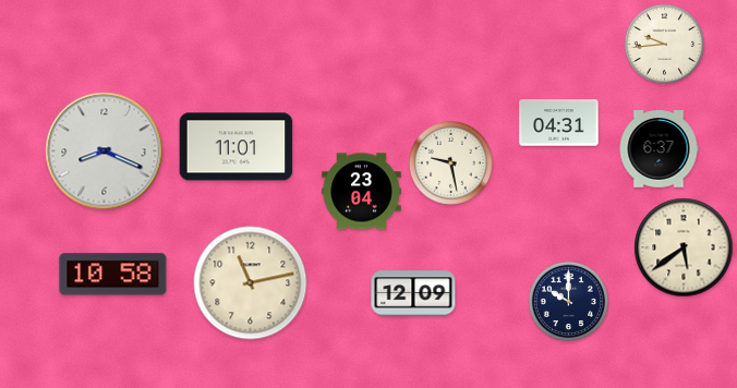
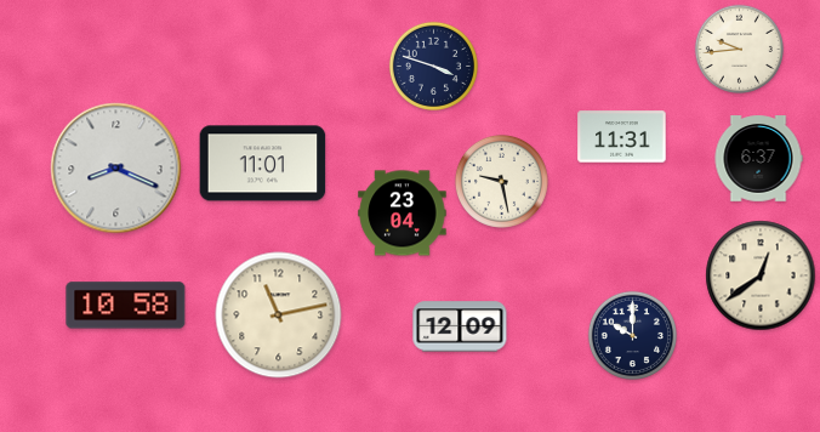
clock at (433, 66): none -> 3:48
clock at (559, 123): 04:31 -> 11:31
clock at (659, 149) position: (659, 149) -> (758, 159)
clock at (684, 247): 5:39 -> 12:39
